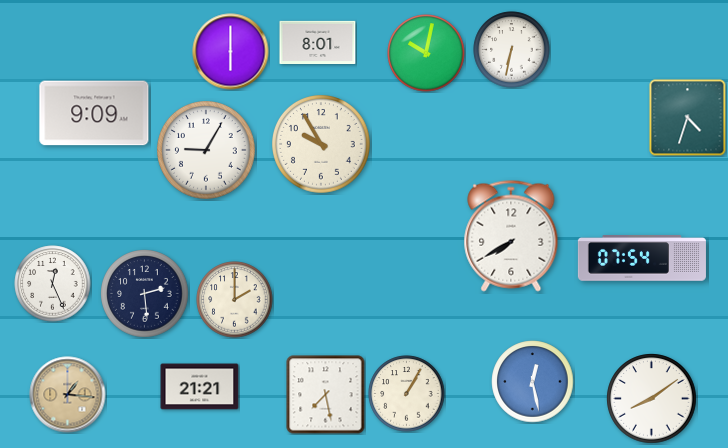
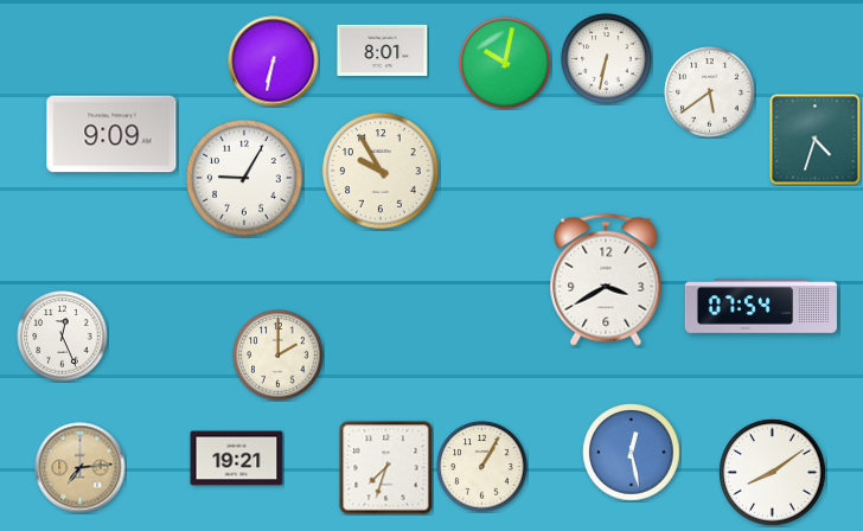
clock at (318, 42) position: (318, 42) -> (383, 50)
clock at (231, 52): 6:00 -> 6:32
clock at (710, 92): none -> 5:39
clock at (511, 236): 7:40 -> 3:40
clock at (145, 294): 2:29 -> none
clock at (200, 387): 21:21 -> 19:21
clock at (68, 395): 1:16 -> 7:14
clock at (326, 395): 7:28 -> 7:33
